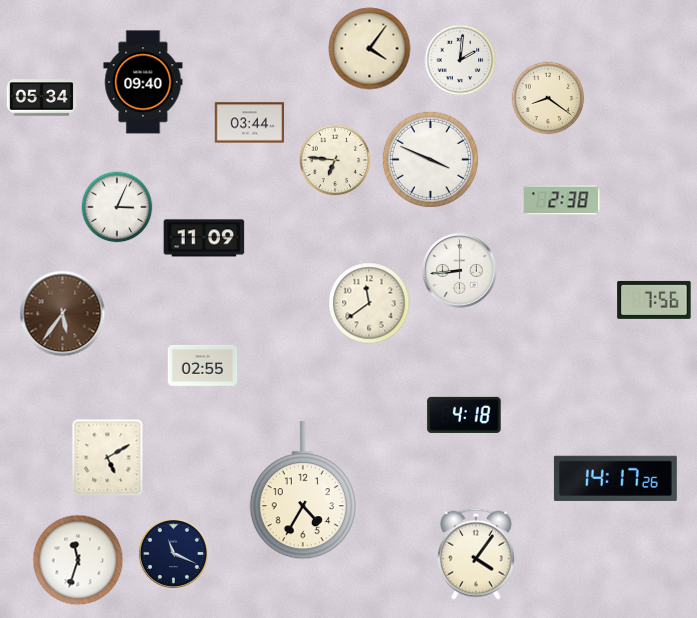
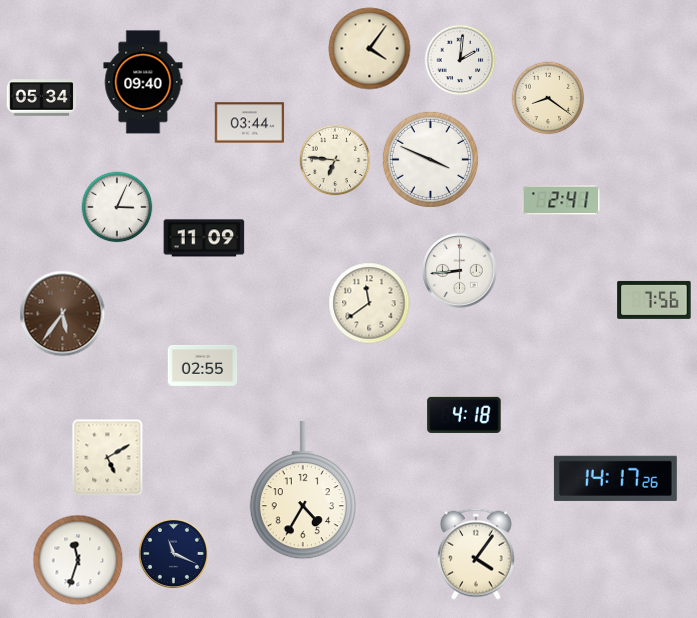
clock at (561, 200): 2:38 -> 2:41
